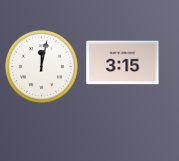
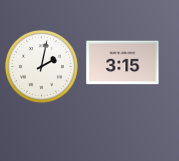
clock at (41, 66): 12:02 -> 2:02
